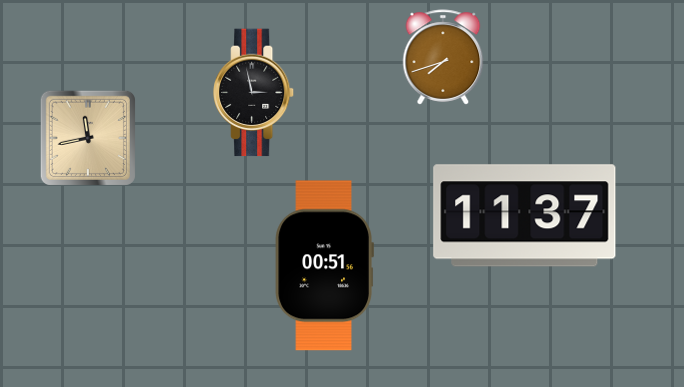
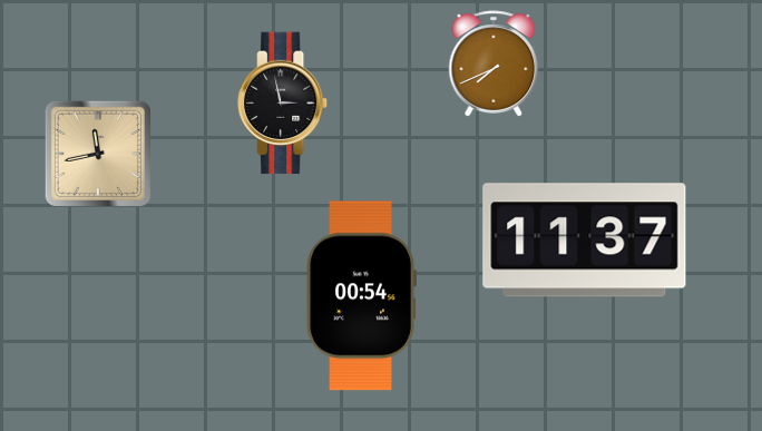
clock at (443, 57): 7:42 -> 7:41
clock at (324, 266): 00:51 -> 00:54
